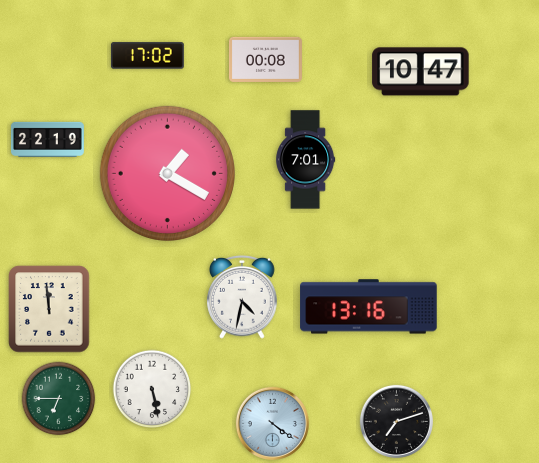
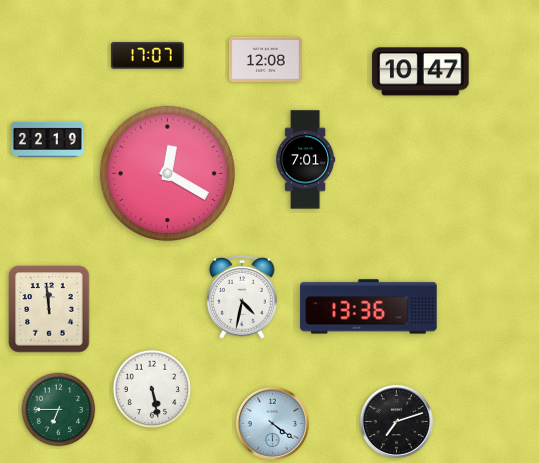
clock at (147, 56): 17:02 -> 17:07
clock at (265, 59): 00:08 -> 12:08
clock at (167, 173): 1:20 -> 12:20
clock at (369, 307): 13:16 -> 13:36
clock at (59, 399) position: (59, 399) -> (59, 410)
